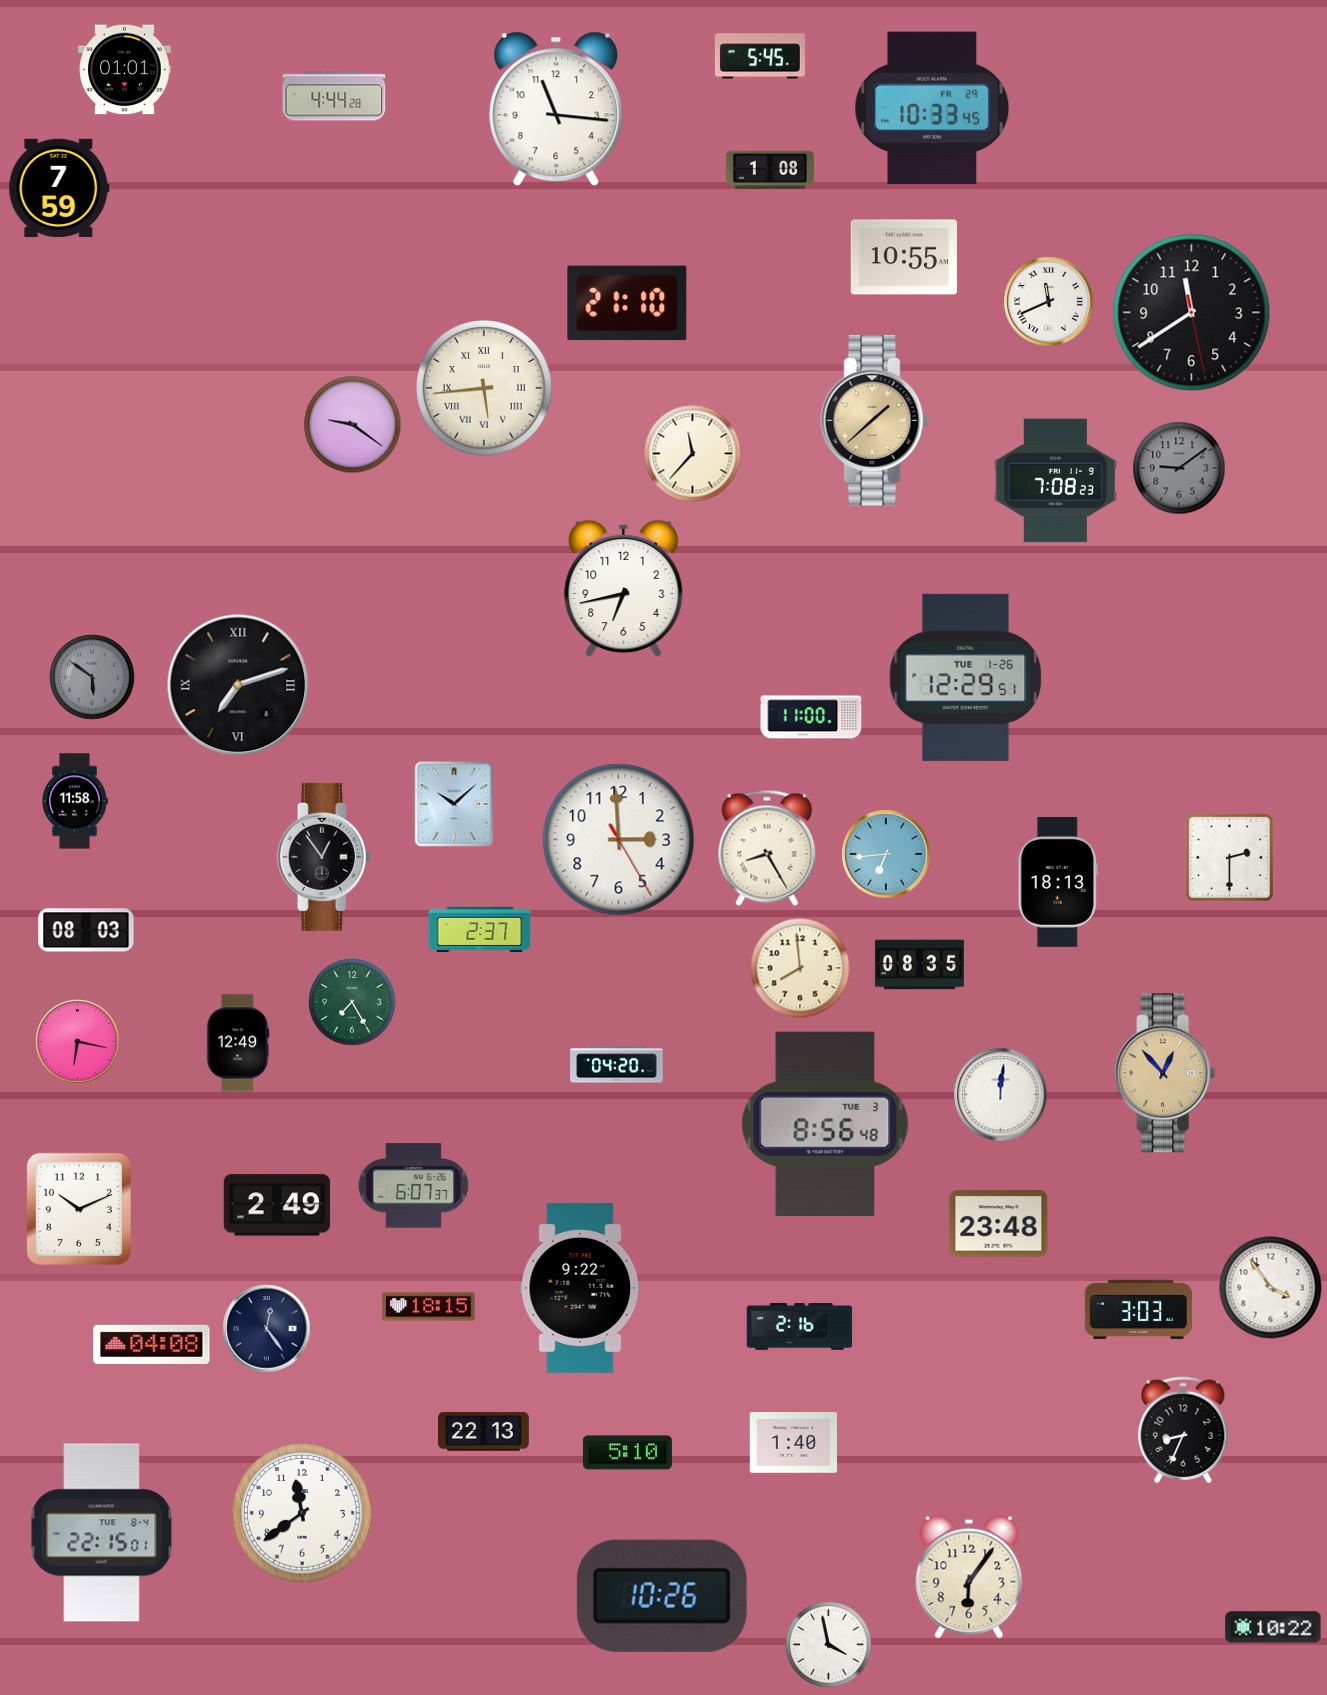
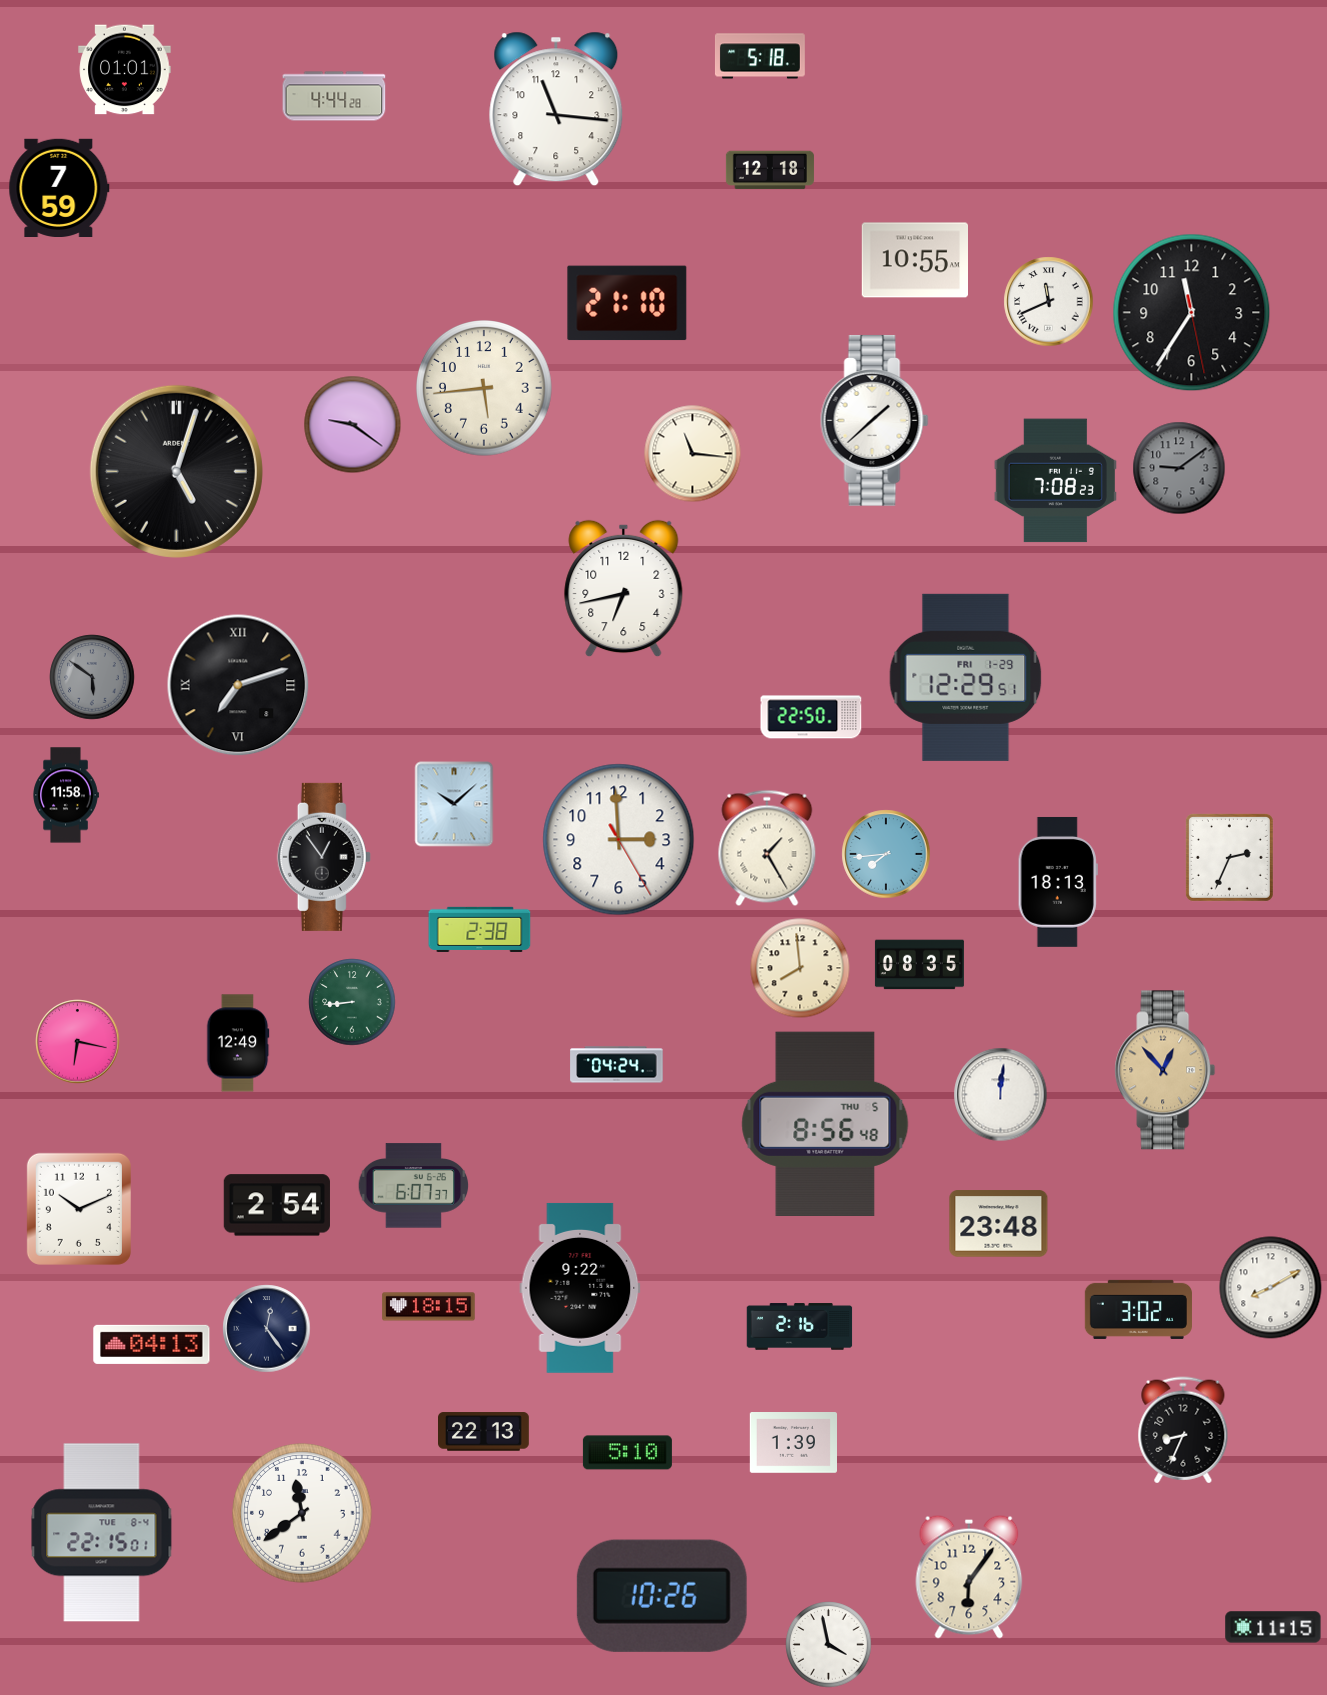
clock at (760, 56): 5:45 -> 5:18
clock at (932, 108): 10:33 -> none
clock at (770, 170): 1:08 -> 12:18
clock at (903, 257) position: (903, 257) -> (914, 260)
clock at (1192, 313): 11:39 -> 11:35
clock at (485, 389) numerals: Roman -> Arabic
clock at (875, 420) dial: champagne -> white
clock at (693, 454): 11:37 -> 11:16
clock at (176, 471): none -> 5:03
clock at (966, 677) date: TUE 1-26 -> FRI 1-29
clock at (811, 717): 11:00 -> 22:50
clock at (75, 801) position: (75, 801) -> (66, 795)
clock at (767, 848): 8:25 -> 1:25
clock at (886, 854): 6:44 -> 7:44
clock at (1229, 857): 2:30 -> 2:34
clock at (480, 929): 2:37 -> 2:38
clock at (86, 930): 08:03 -> none
clock at (352, 1002): 7:25 -> 8:44
clock at (617, 1065): 04:20 -> 04:24
clock at (1165, 1073) position: (1165, 1073) -> (1165, 1070)
clock at (825, 1123) date: TUE 3 -> THU 5
clock at (277, 1205): 2:49 -> 2:54
clock at (1271, 1288): 3:54 -> 8:10
clock at (1138, 1309): 3:03 -> 3:02
clock at (152, 1344): 04:08 -> 04:13
clock at (793, 1443): 1:40 -> 1:39
clock at (1273, 1627): 10:22 -> 11:15
